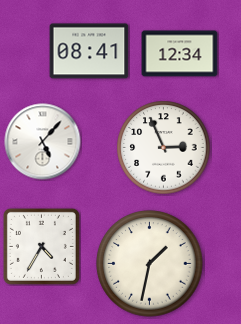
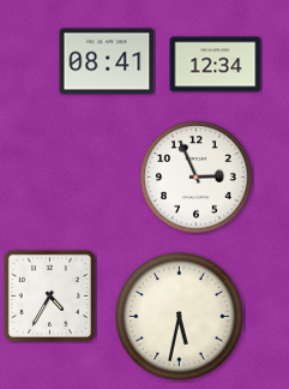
clock at (43, 142): 5:07 -> none
clock at (150, 264): 1:32 -> 5:32
